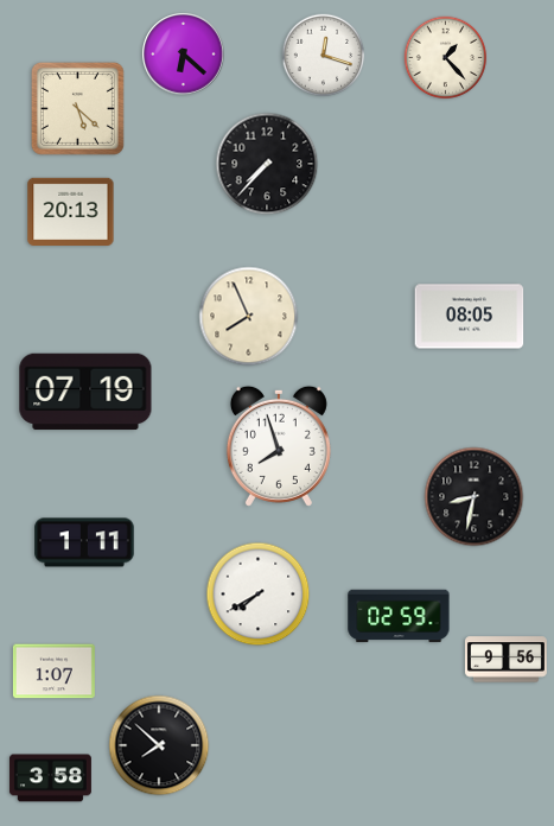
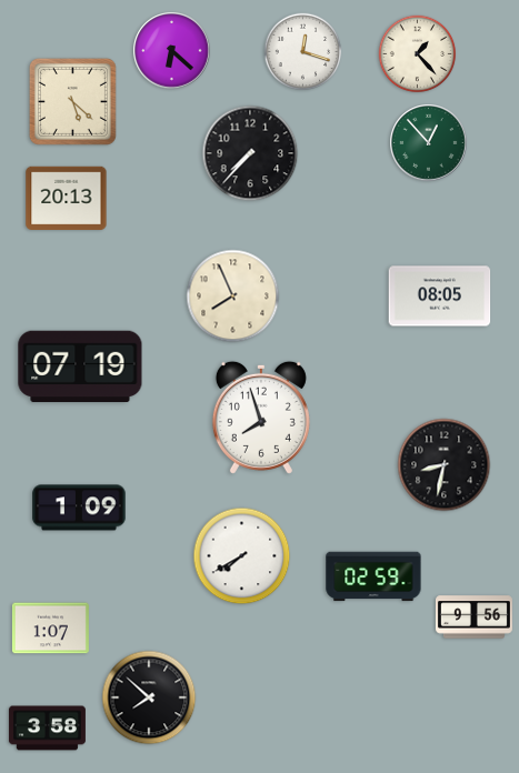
clock at (429, 143): none -> 12:53
clock at (84, 542): 1:11 -> 1:09
